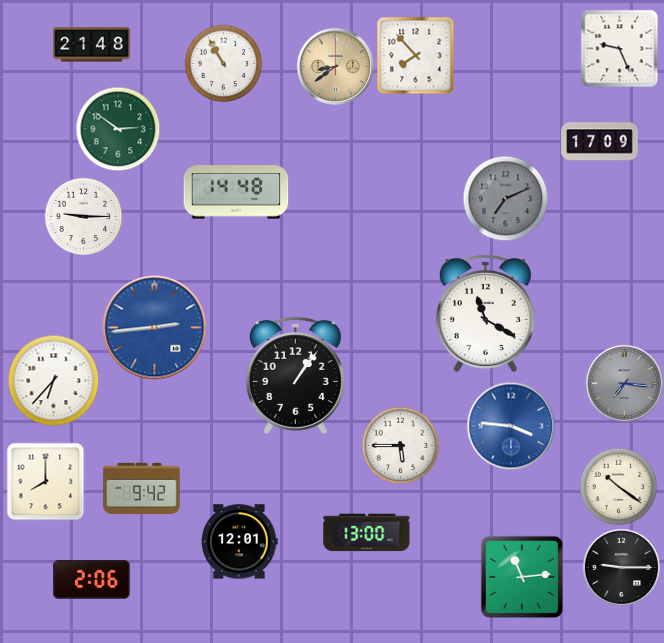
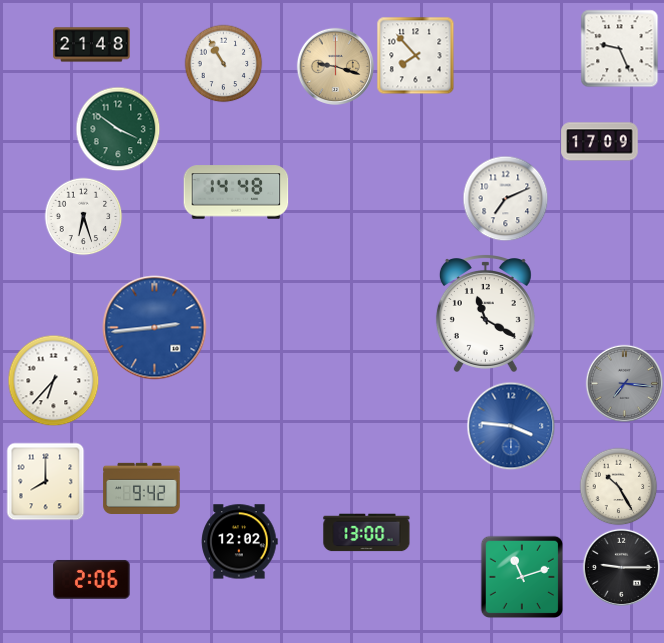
clock at (335, 66): 8:39 -> 9:18
clock at (118, 129): 2:51 -> 3:51
clock at (505, 198) dial: grey -> white
clock at (83, 216): 9:15 -> 6:27
clock at (295, 376): 1:06 -> none
clock at (400, 445): 5:45 -> none
clock at (618, 486): 10:21 -> 10:25
clock at (240, 542): 12:01 -> 12:02
clock at (521, 576): 11:14 -> 11:12
